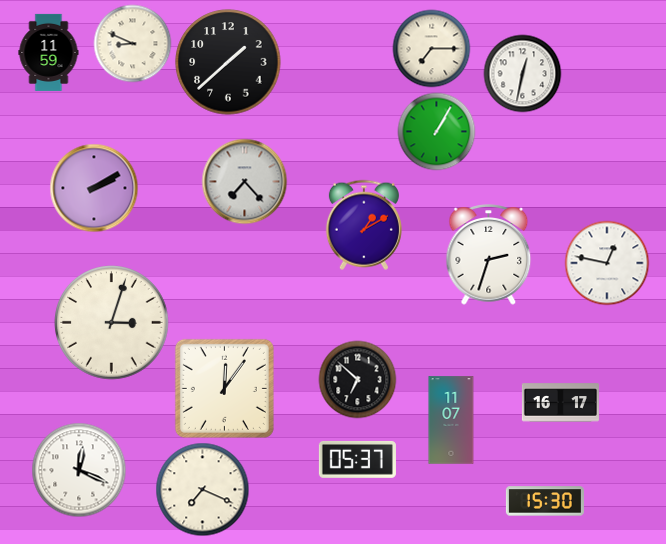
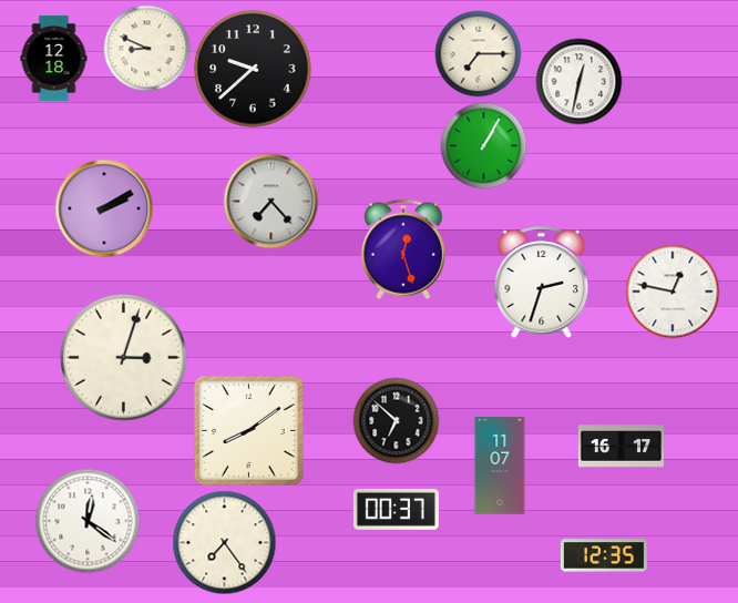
clock at (49, 52): 11:59 -> 12:18
clock at (228, 62): 1:38 -> 9:38
clock at (364, 225): 1:10 -> 12:27
clock at (224, 388): 12:06 -> 8:09
clock at (357, 459): 05:37 -> 00:37
clock at (79, 470): 12:19 -> 12:21
clock at (202, 489): 7:19 -> 7:24
clock at (545, 501): 15:30 -> 12:35
